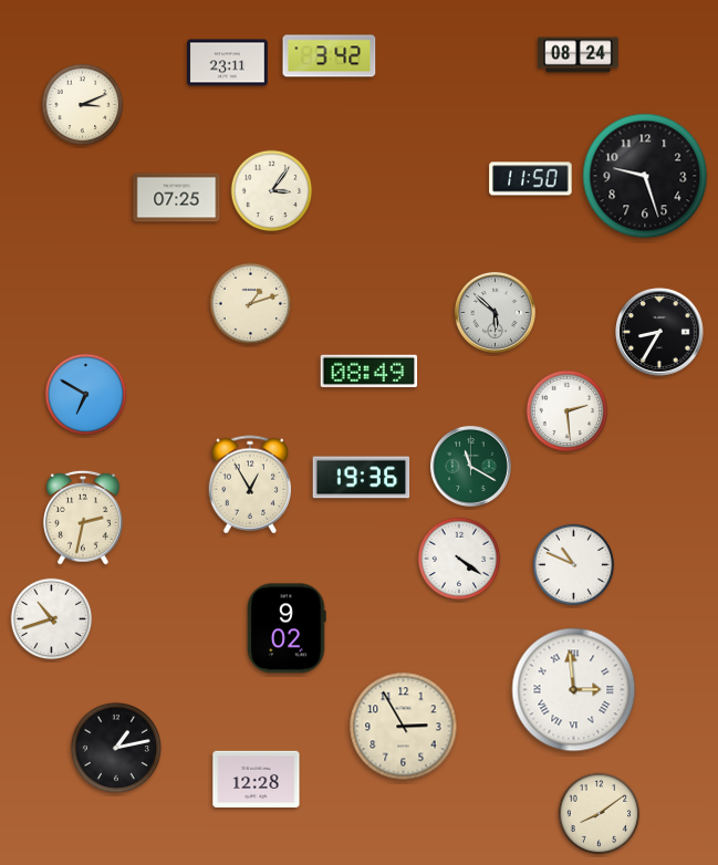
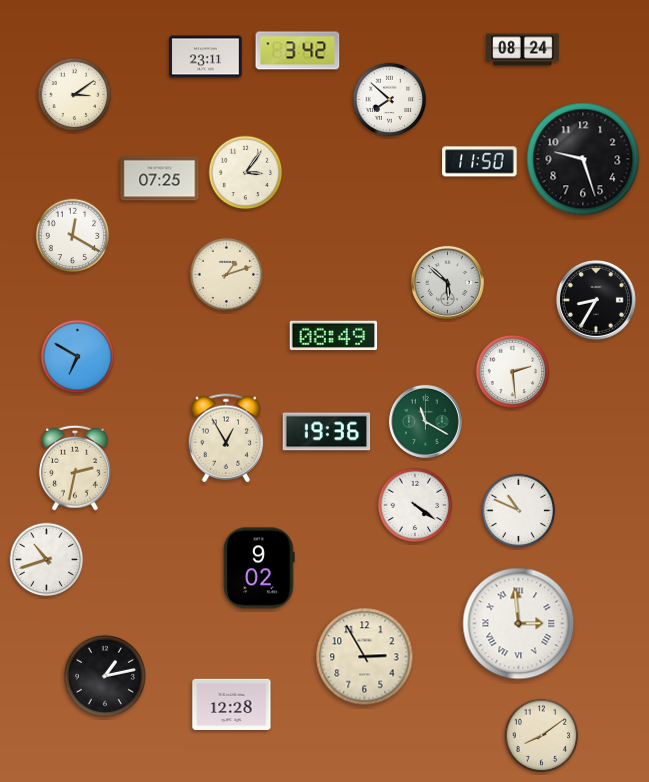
clock at (83, 105): 3:11 -> 3:09
clock at (390, 100): none -> 7:52
clock at (73, 236): none -> 12:20
